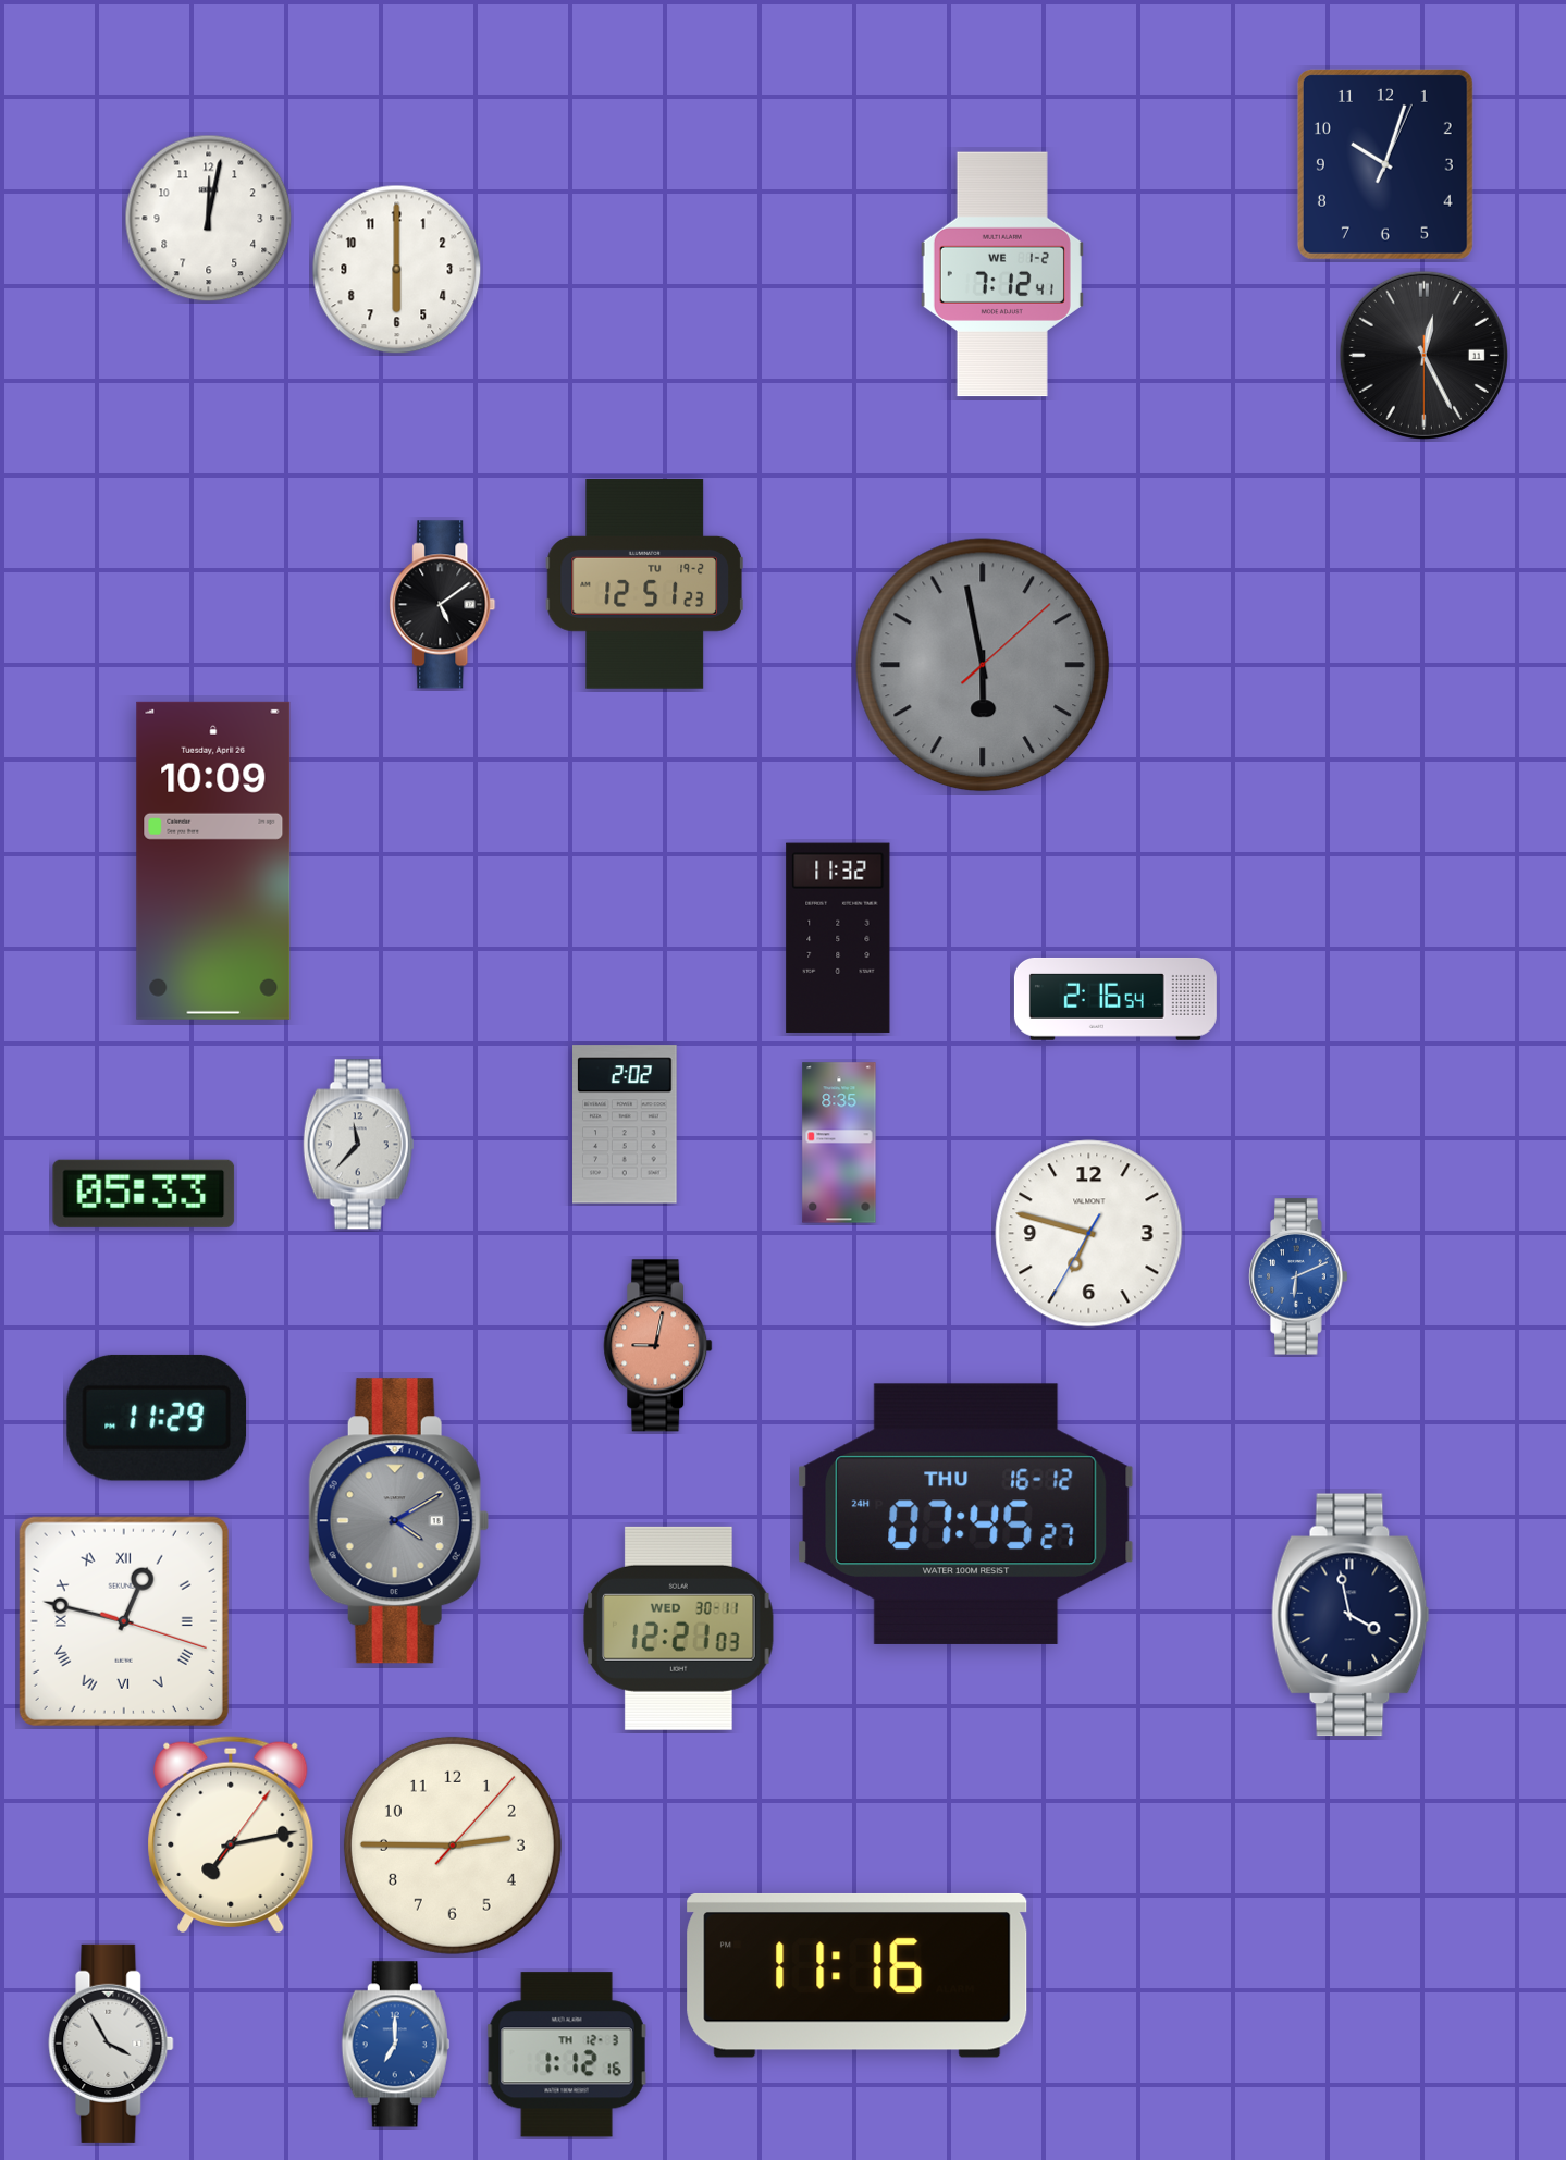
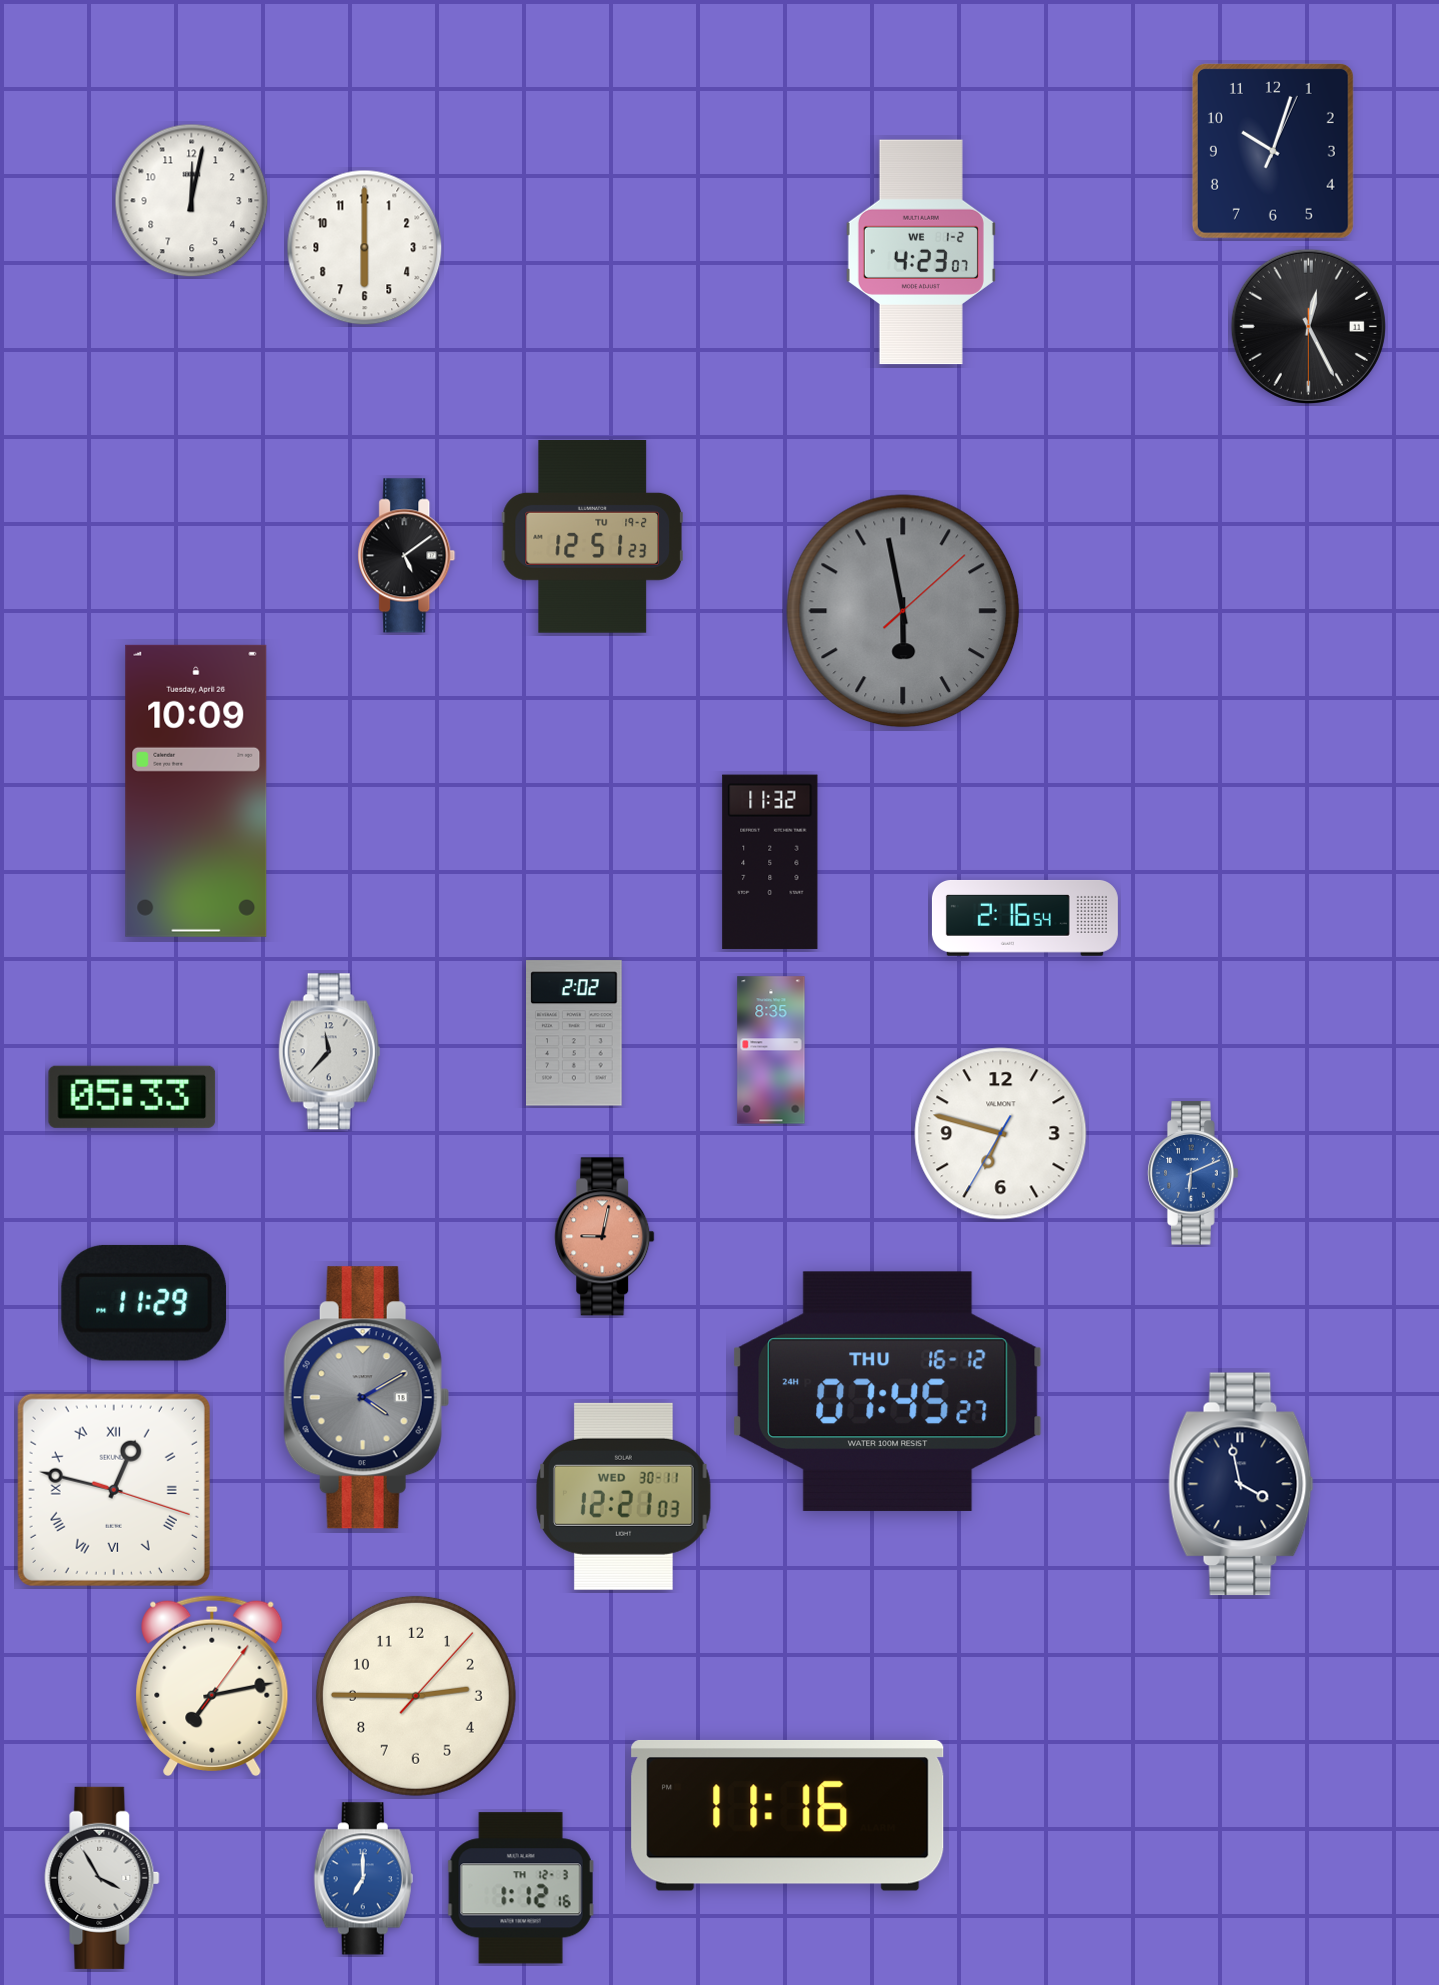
clock at (1002, 274): 7:12 -> 4:23
